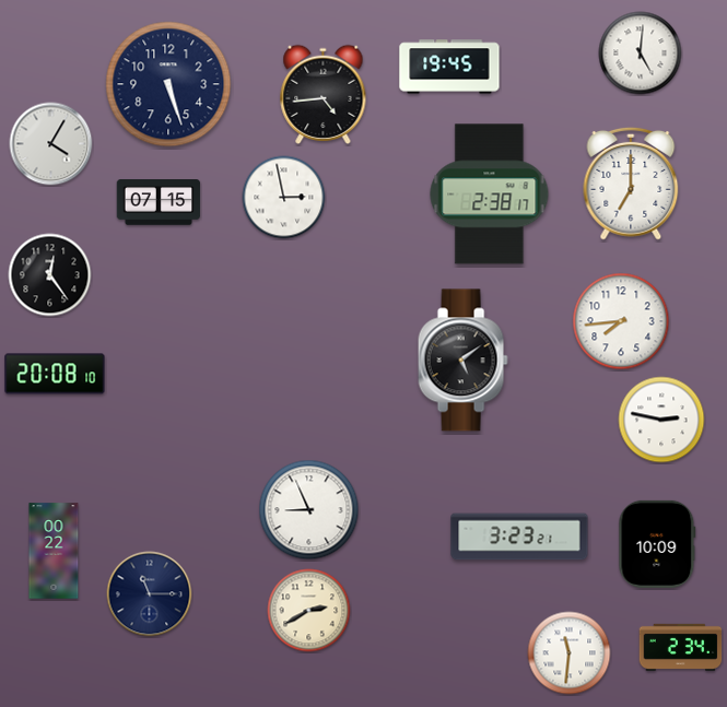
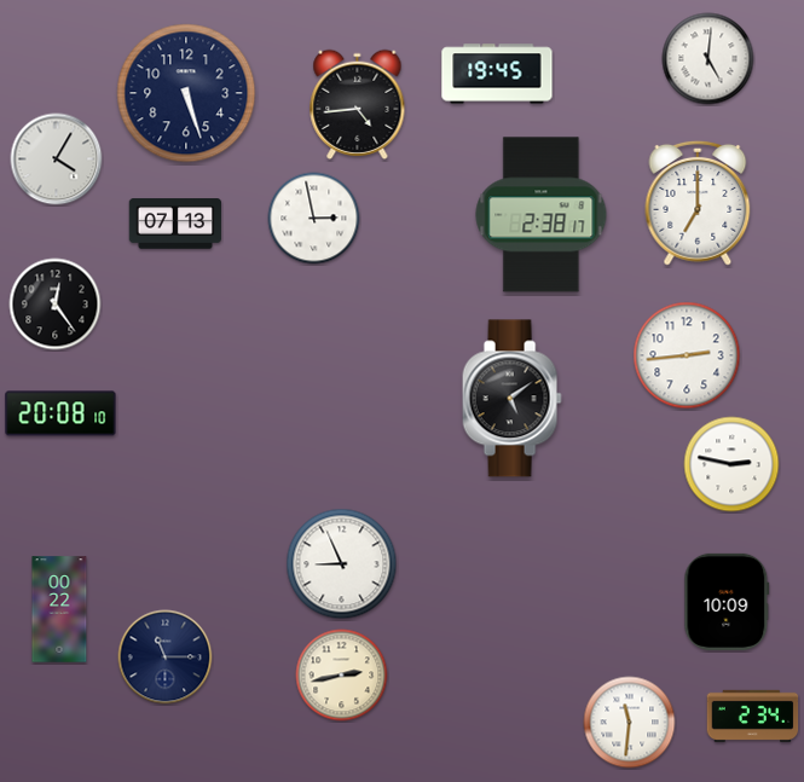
clock at (159, 202): 07:15 -> 07:13
clock at (621, 321): 7:44 -> 2:44
clock at (519, 537): 3:23 -> none
clock at (309, 611): 2:40 -> 2:43
